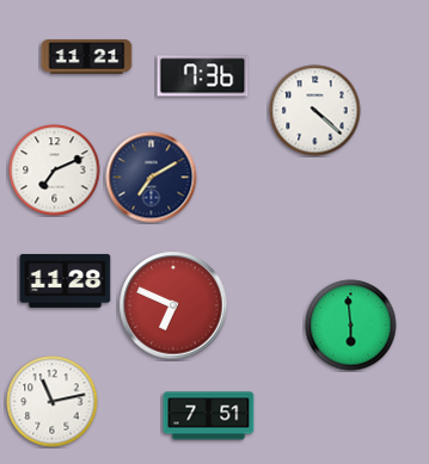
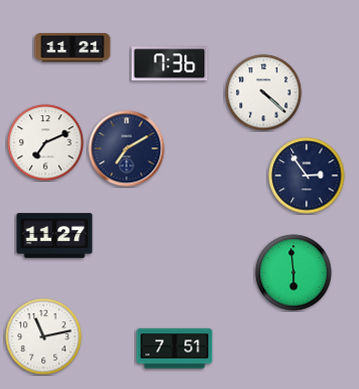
clock at (307, 176): none -> 2:54
clock at (66, 282): 11:28 -> 11:27
clock at (173, 305): 6:49 -> none
